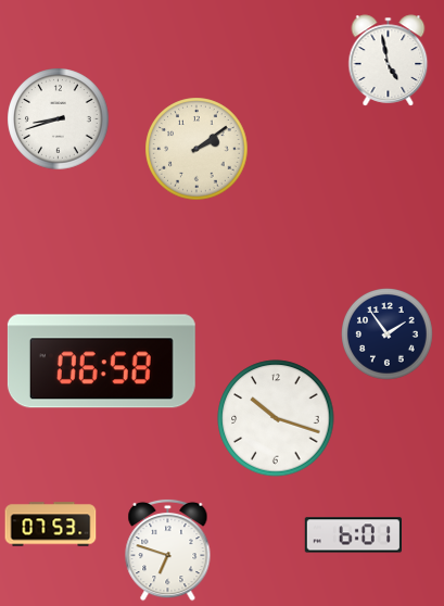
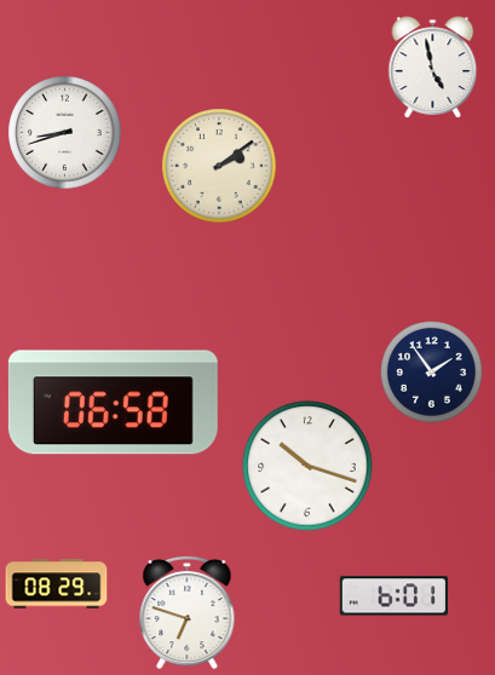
clock at (51, 525): 07:53 -> 08:29
